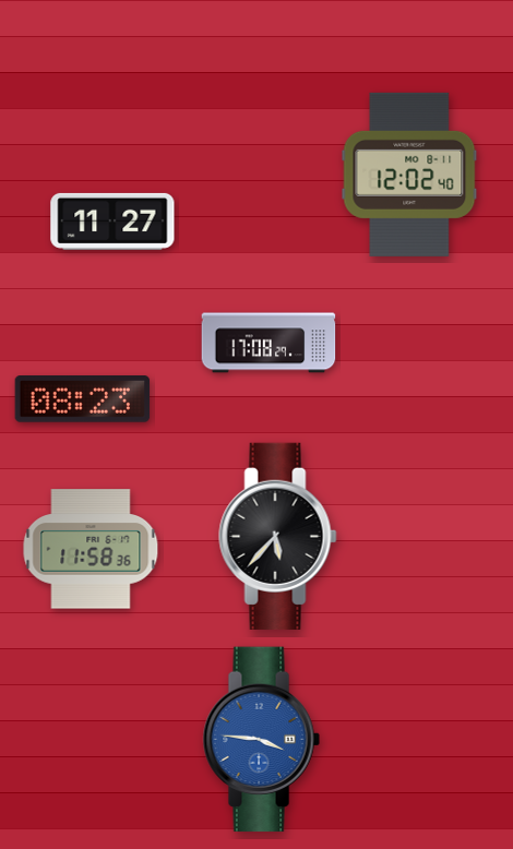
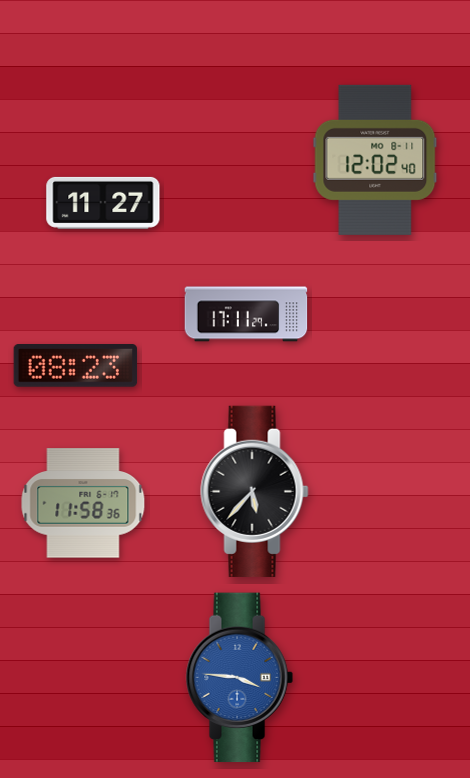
clock at (269, 343): 17:08 -> 17:11
